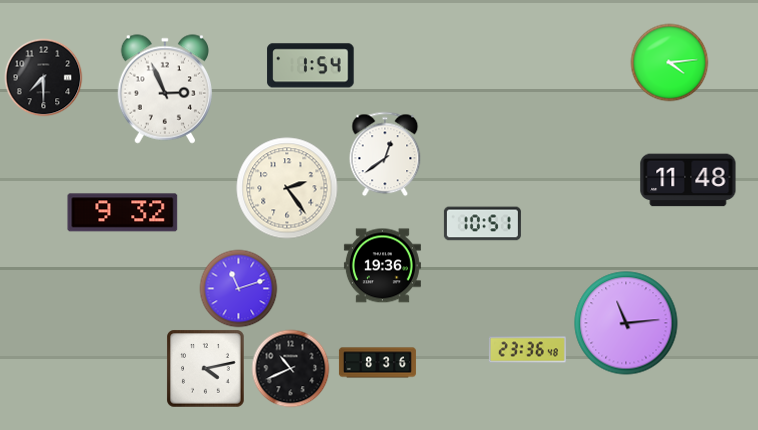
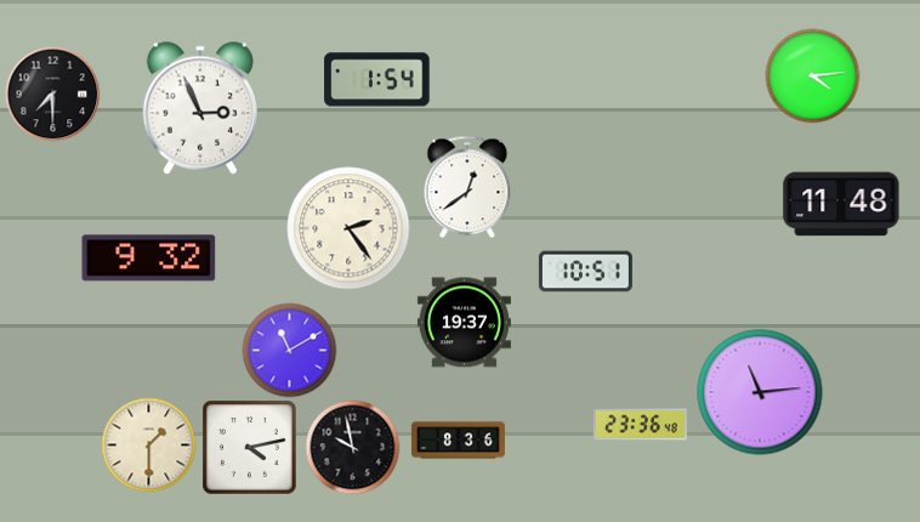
clock at (688, 180) position: (688, 180) -> (841, 204)
clock at (382, 266): 19:36 -> 19:37
clock at (238, 288): 11:12 -> 11:10
clock at (148, 444): none -> 1:30
clock at (290, 368): 10:41 -> 9:58
